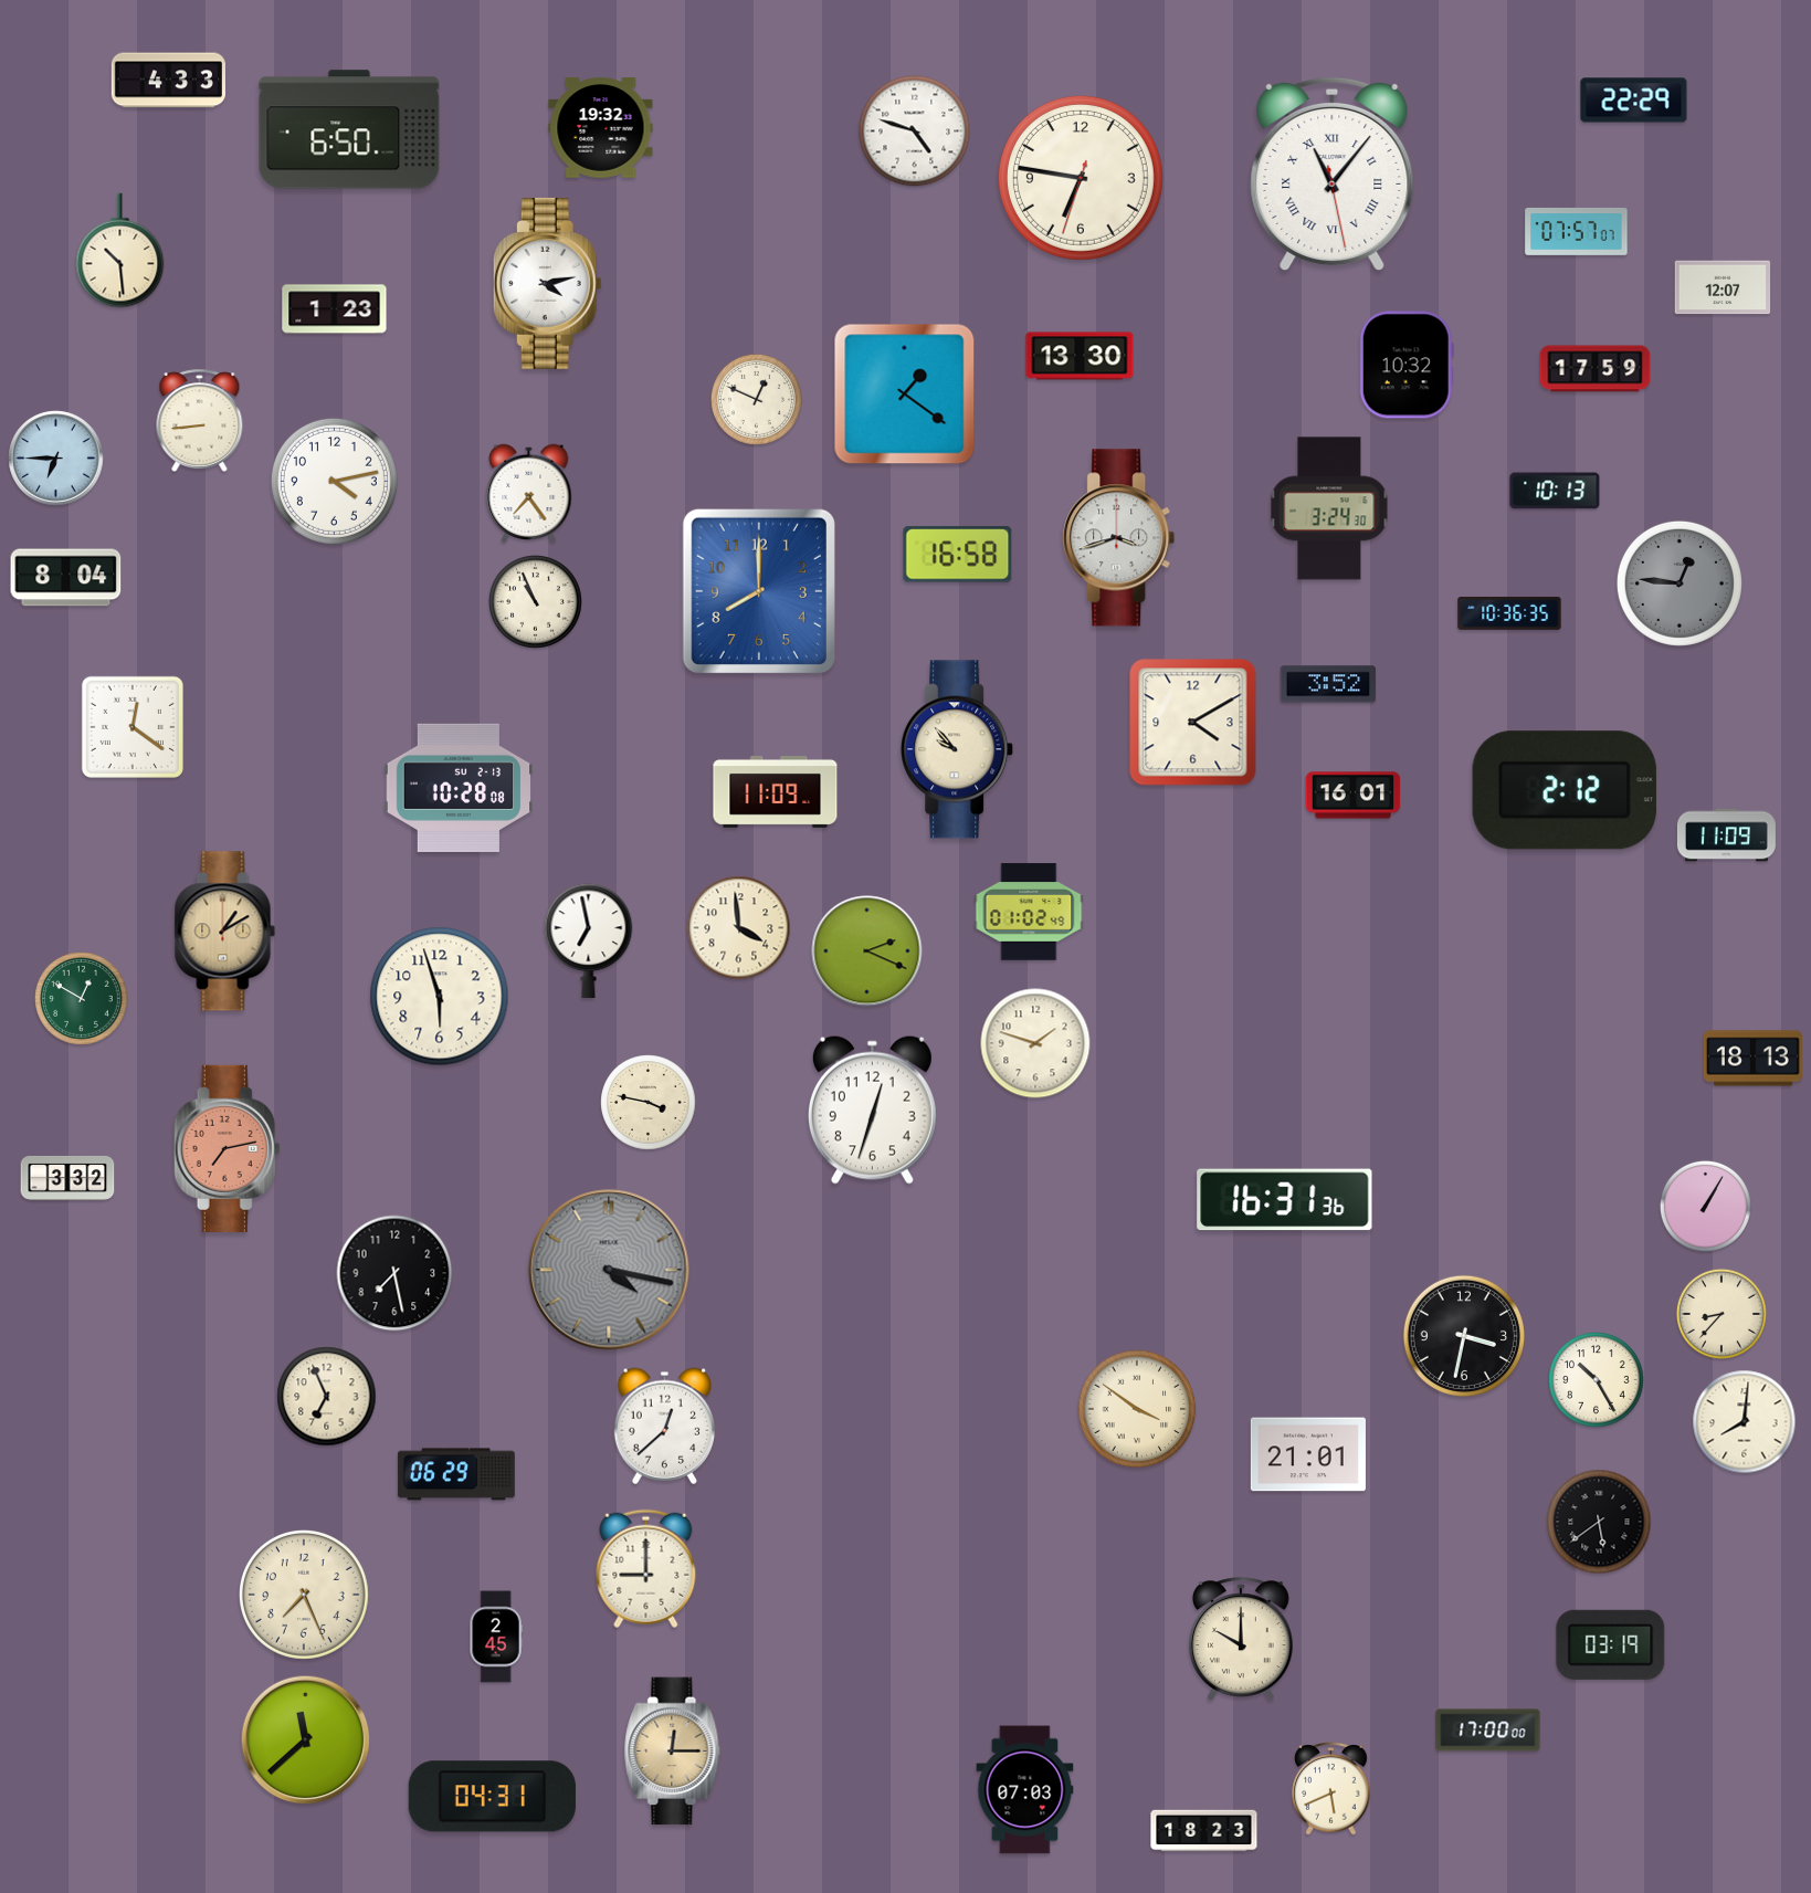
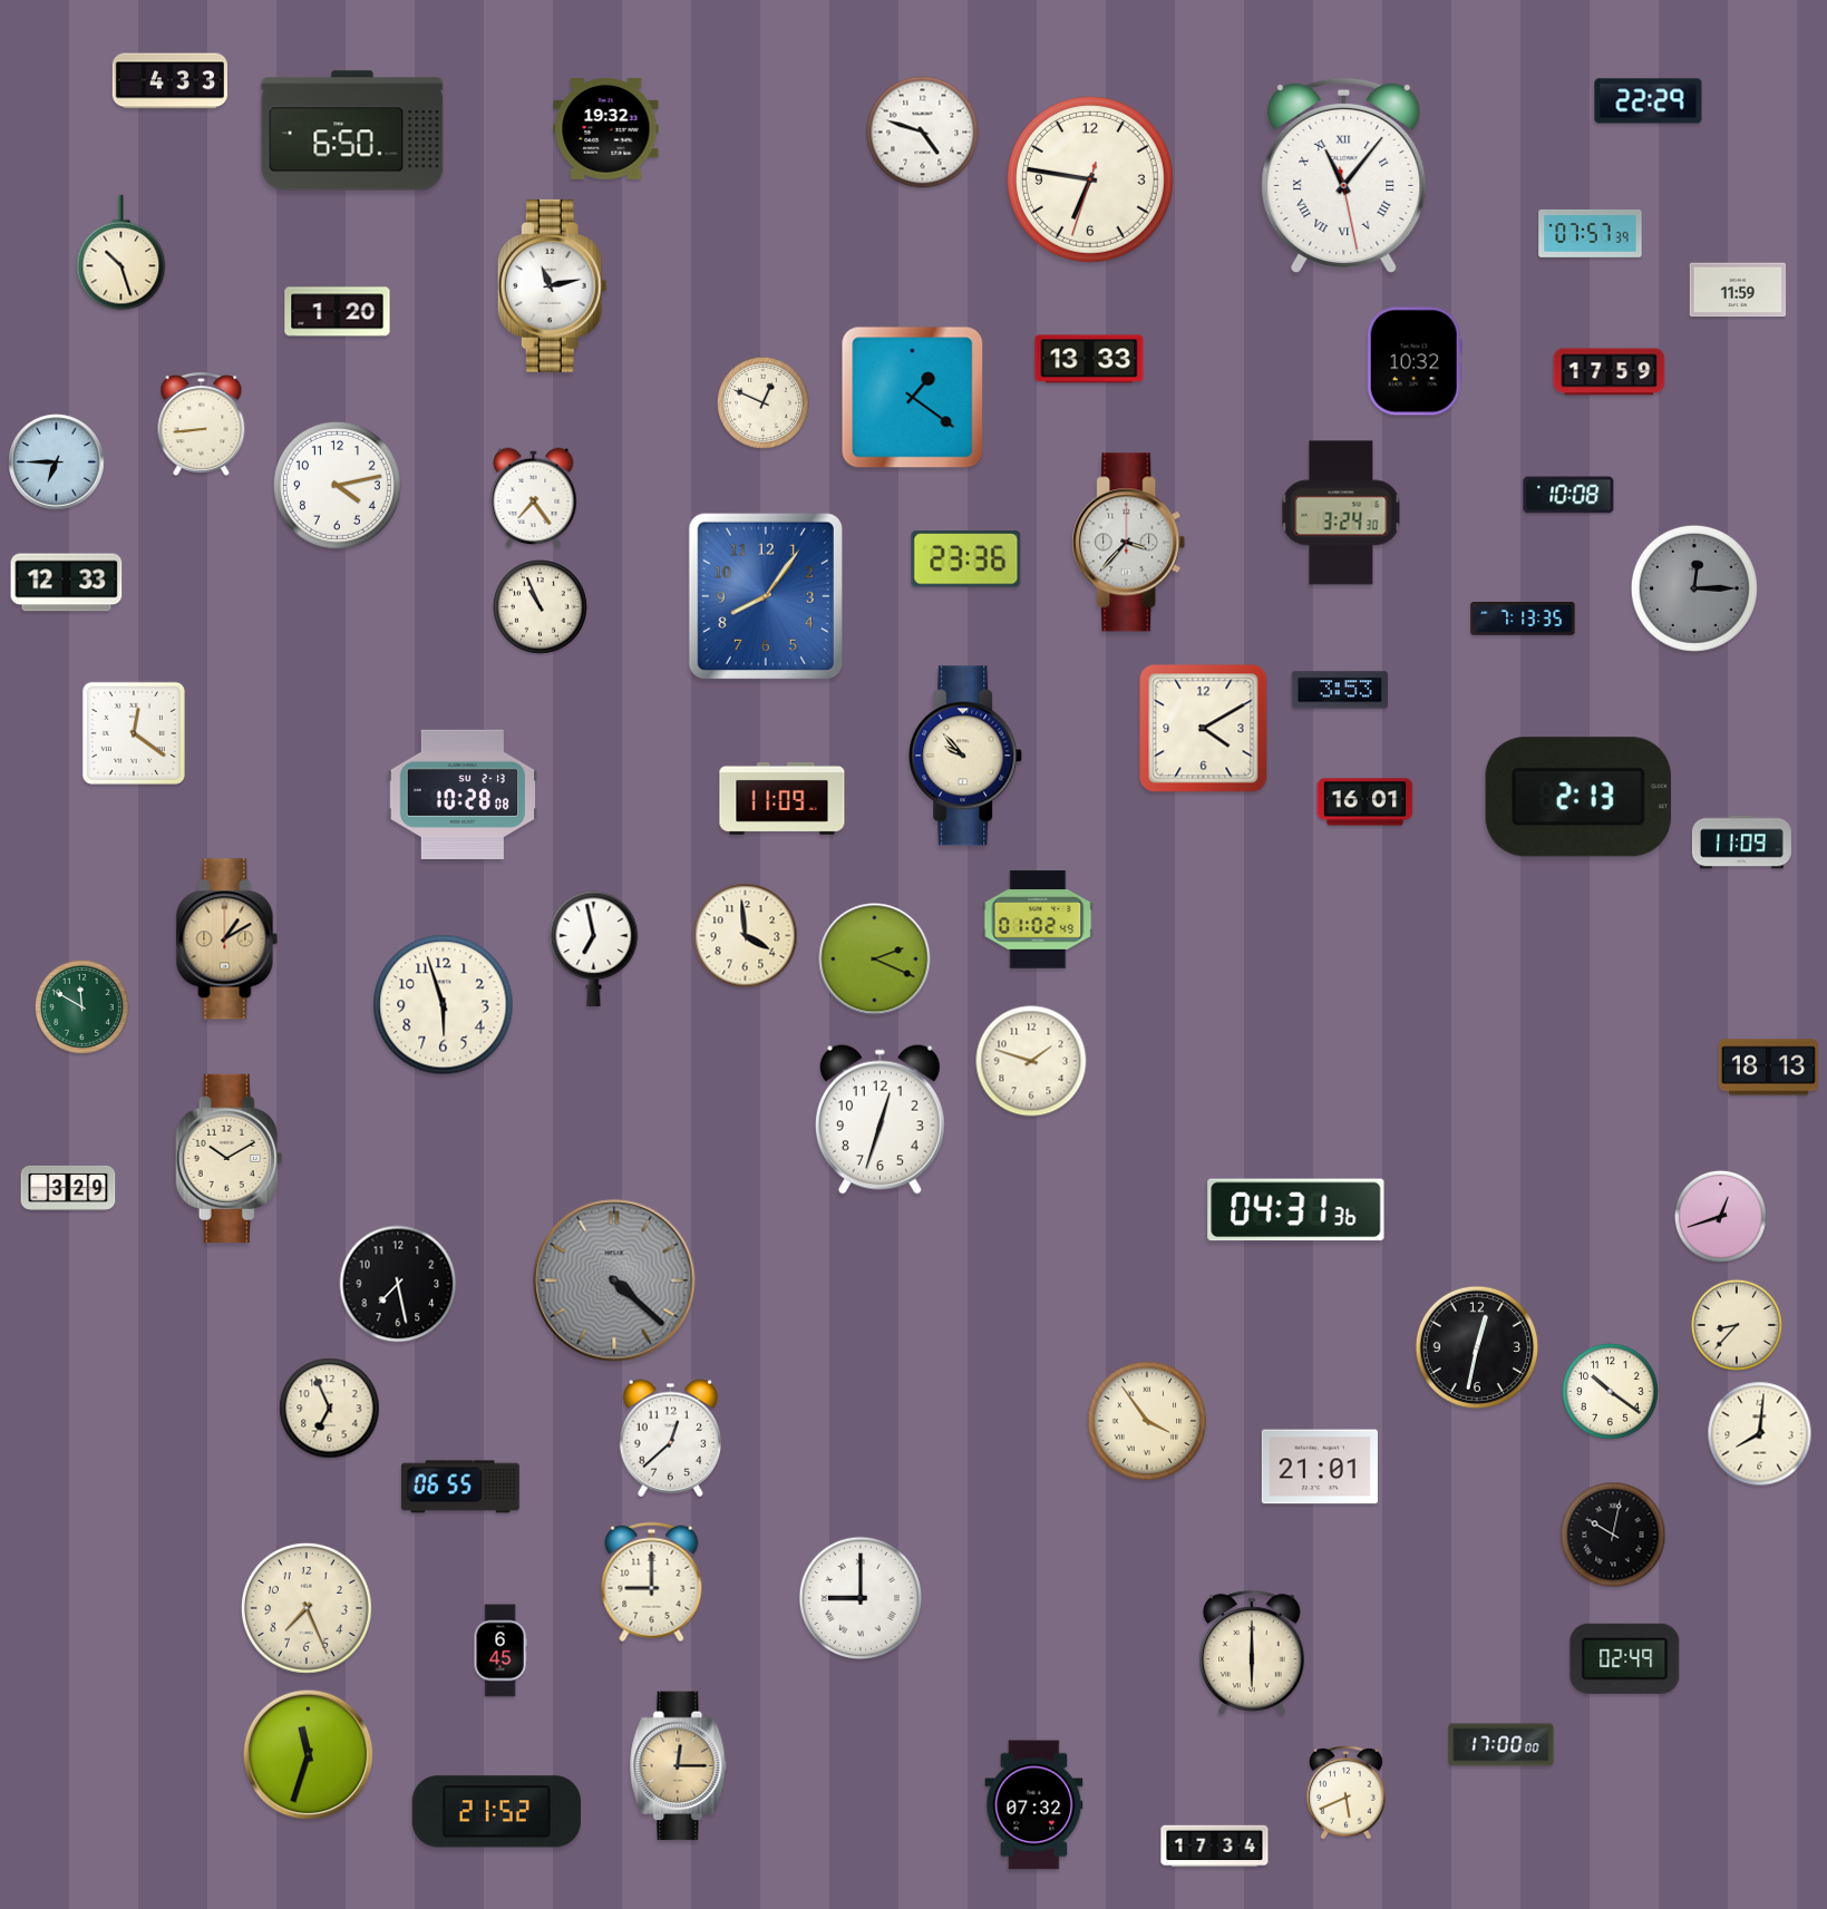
clock at (1577, 231): 07:57:07 -> 07:57:39
clock at (120, 251): 10:29 -> 10:27
clock at (547, 283): 4:13 -> 11:13
clock at (1723, 287): 12:07 -> 11:59
clock at (335, 309): 1:23 -> 1:20
clock at (1080, 356): 13:30 -> 13:33
clock at (1407, 365) position: (1407, 365) -> (1415, 361)
clock at (1555, 491): 10:13 -> 10:08
clock at (1119, 538): 3:42 -> 3:37
clock at (958, 555): 16:58 -> 23:36
clock at (66, 578): 8:04 -> 12:33
clock at (1680, 583): 12:46 -> 12:15
clock at (759, 590): 8:00 -> 8:06
clock at (1509, 613): 10:36 -> 7:13
clock at (1328, 684): 3:52 -> 3:53
clock at (1565, 790): 2:12 -> 2:13
clock at (82, 999): 12:50 -> 11:50
clock at (1035, 1043) position: (1035, 1043) -> (1031, 1061)
clock at (649, 1103): 3:47 -> none
clock at (228, 1148): 7:13 -> 10:10
clock at (228, 1148) dial: salmon -> cream
clock at (67, 1178): 3:32 -> 3:29
clock at (1285, 1200): 16:31 -> 04:31
clock at (1705, 1206): 1:05 -> 12:42
clock at (609, 1270): 4:17 -> 4:22
clock at (1463, 1335): 3:32 -> 12:32
clock at (1597, 1380): 10:25 -> 10:21
clock at (1137, 1409): 3:51 -> 3:54
clock at (456, 1474): 06:29 -> 06:55
clock at (1599, 1522): 5:39 -> 10:02
clock at (859, 1597): none -> 9:00
clock at (496, 1637): 2:45 -> 6:45
clock at (1242, 1639): 10:00 -> 6:00
clock at (1611, 1644): 03:19 -> 02:49
clock at (306, 1740): 11:38 -> 11:33
clock at (1331, 1789) position: (1331, 1789) -> (1347, 1793)
clock at (1025, 1790): 07:03 -> 07:32
clock at (492, 1797): 04:31 -> 21:52
clock at (1204, 1831): 18:23 -> 17:34
